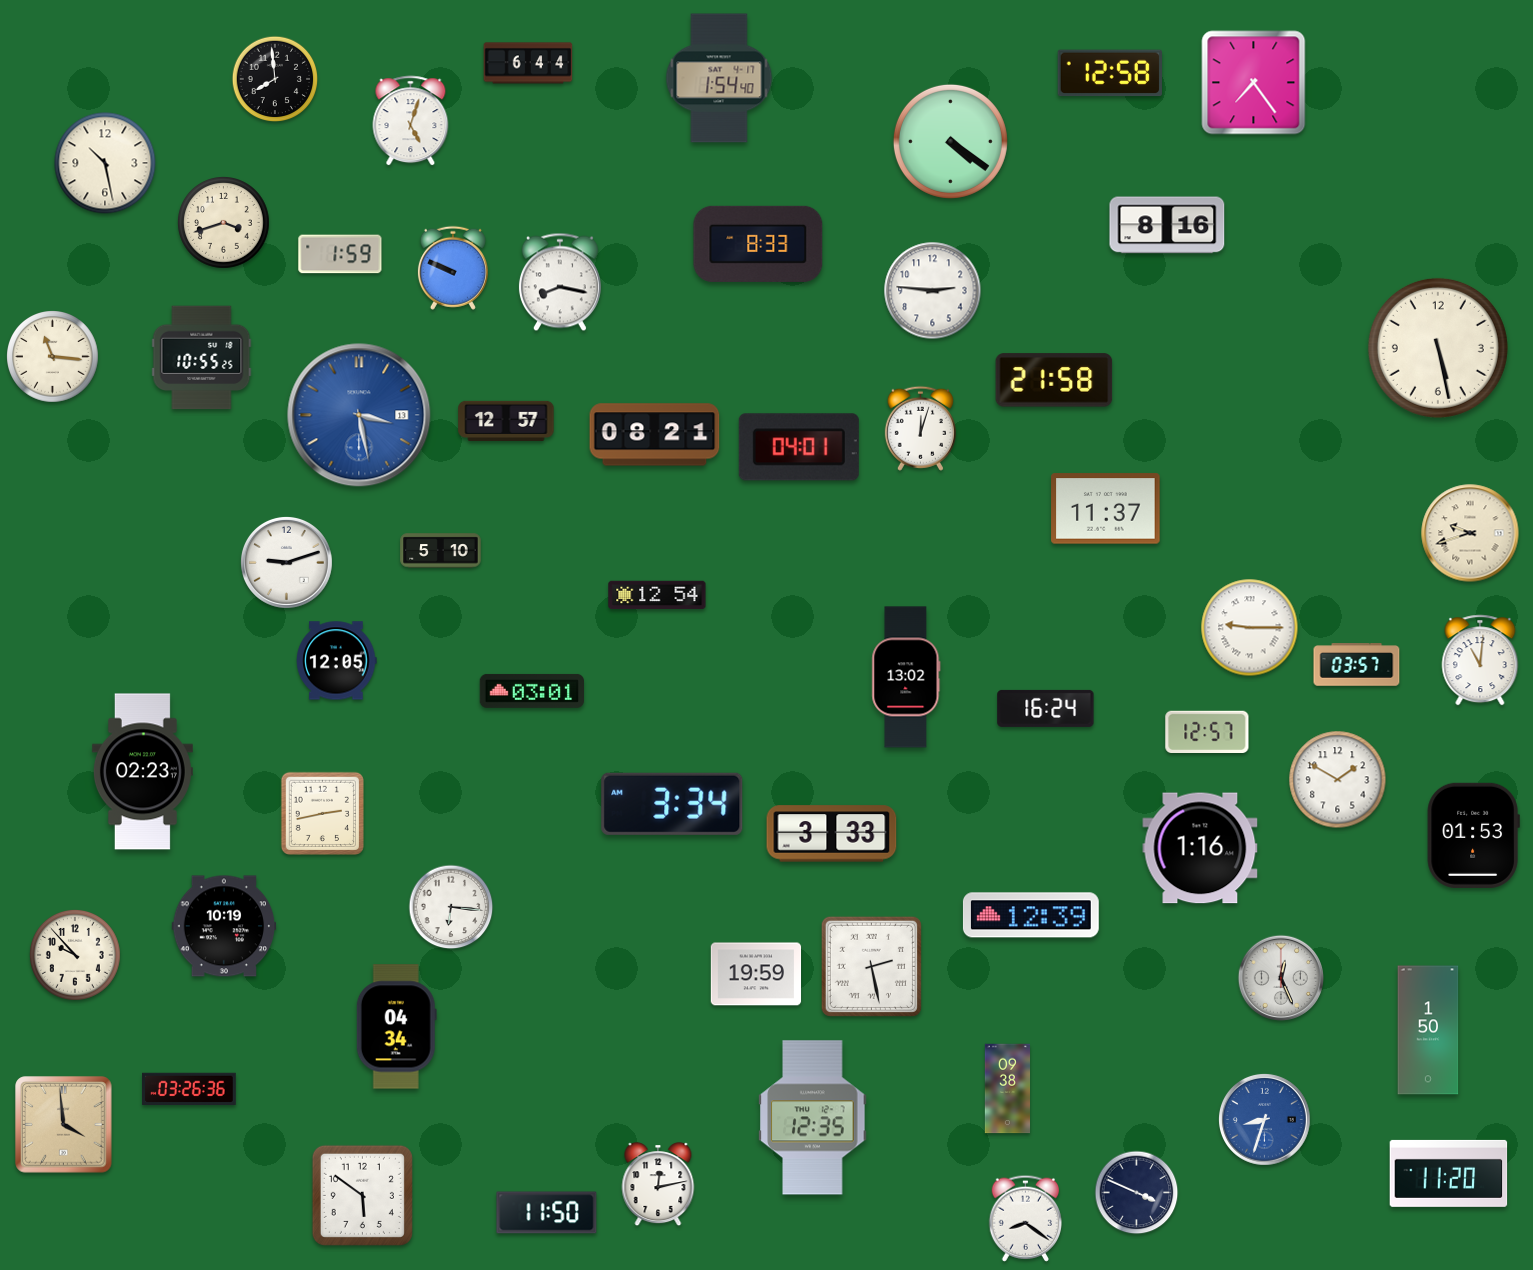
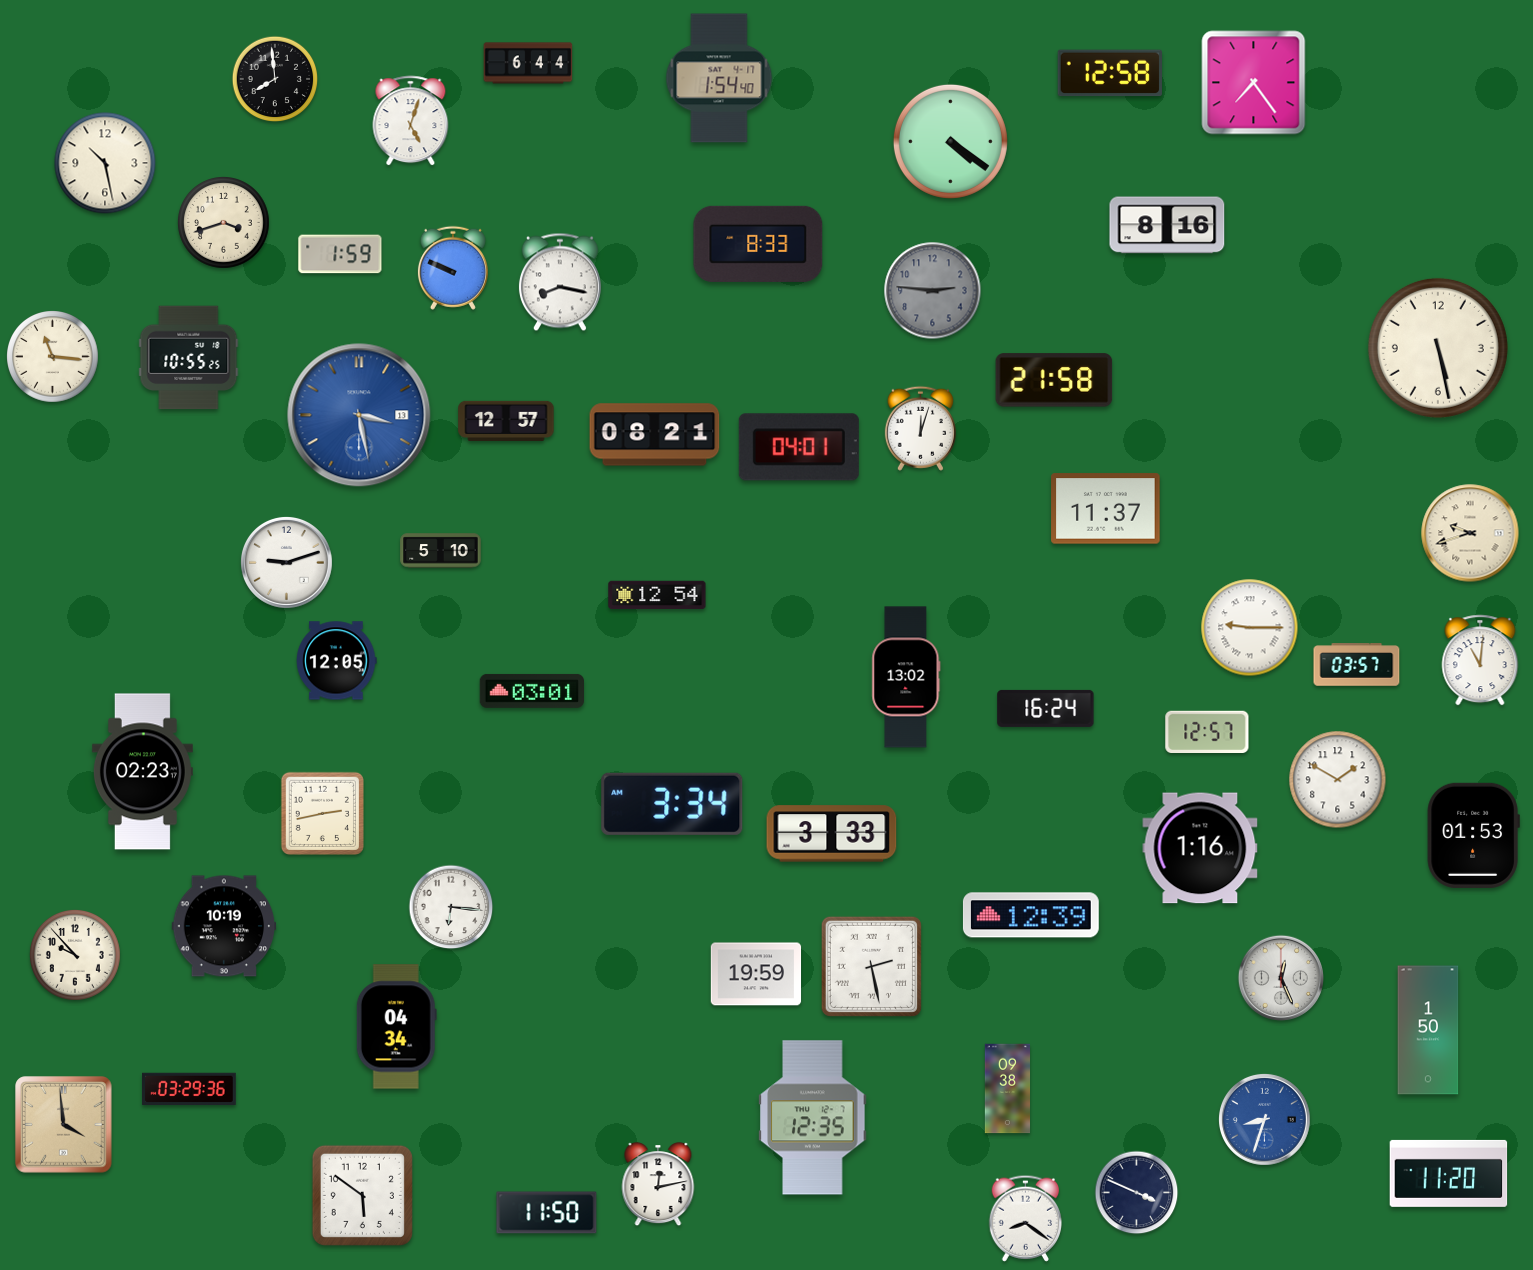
clock at (933, 291) dial: white -> grey
clock at (202, 358) position: (202, 358) -> (189, 358)
clock at (189, 1089): 03:26 -> 03:29
